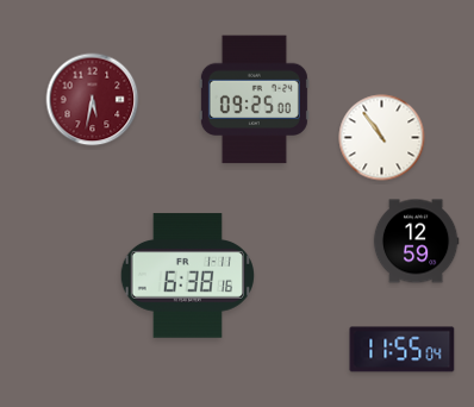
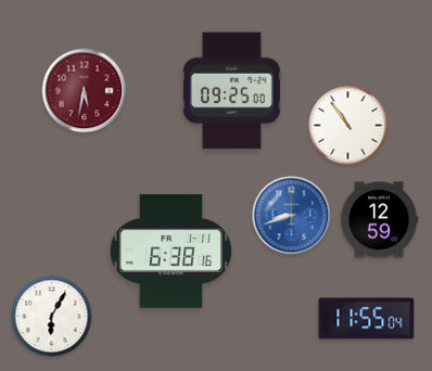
clock at (292, 216): none -> 8:42
clock at (52, 317): none -> 6:05
